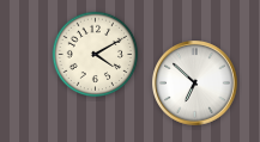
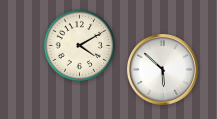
clock at (195, 84): 6:52 -> 5:52
